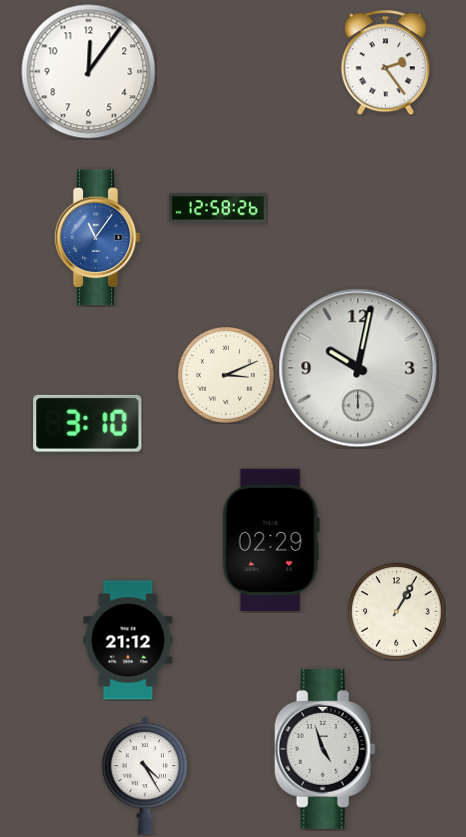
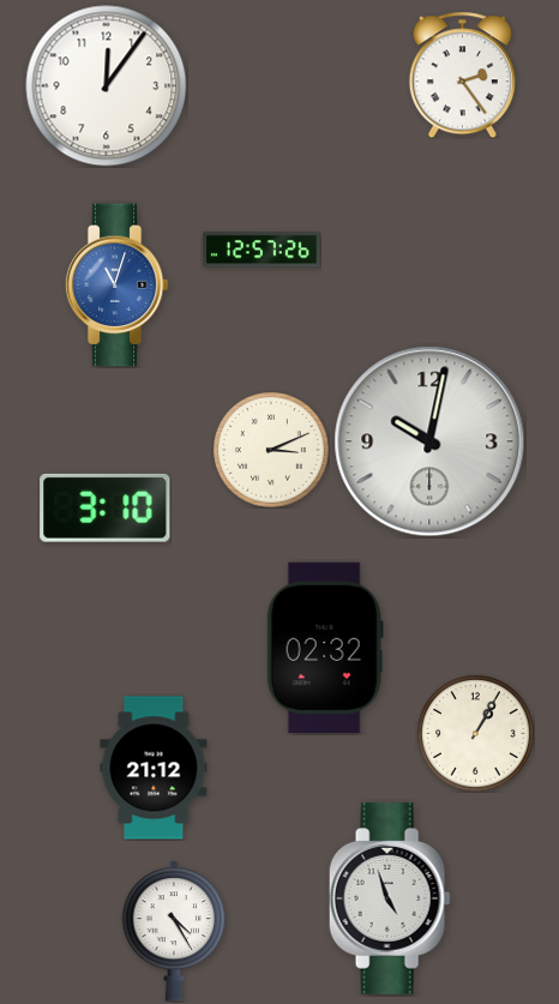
clock at (219, 208): 12:58 -> 12:57
clock at (97, 238): 11:06 -> 11:03
clock at (271, 539): 02:29 -> 02:32
